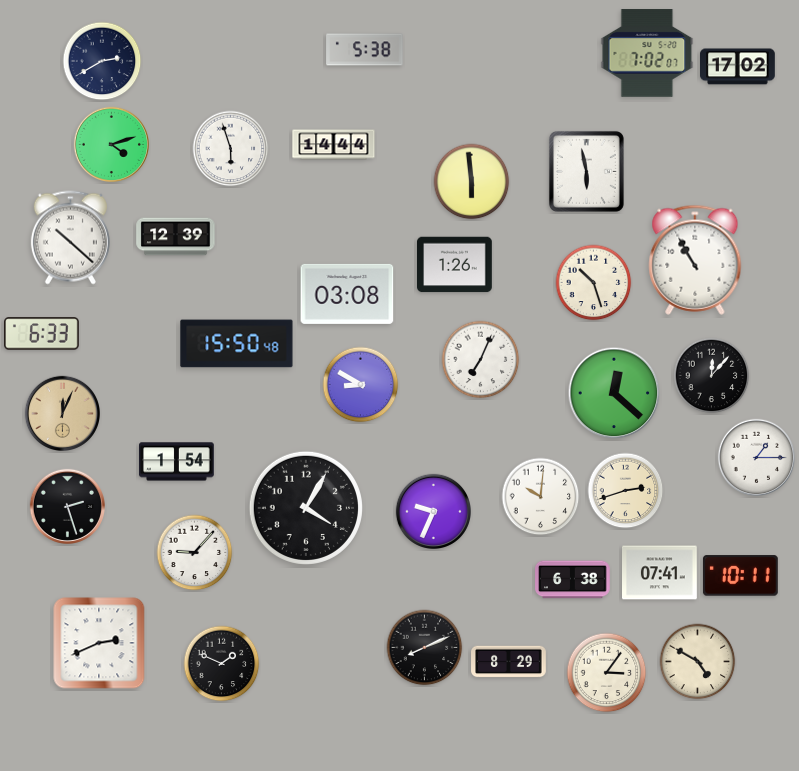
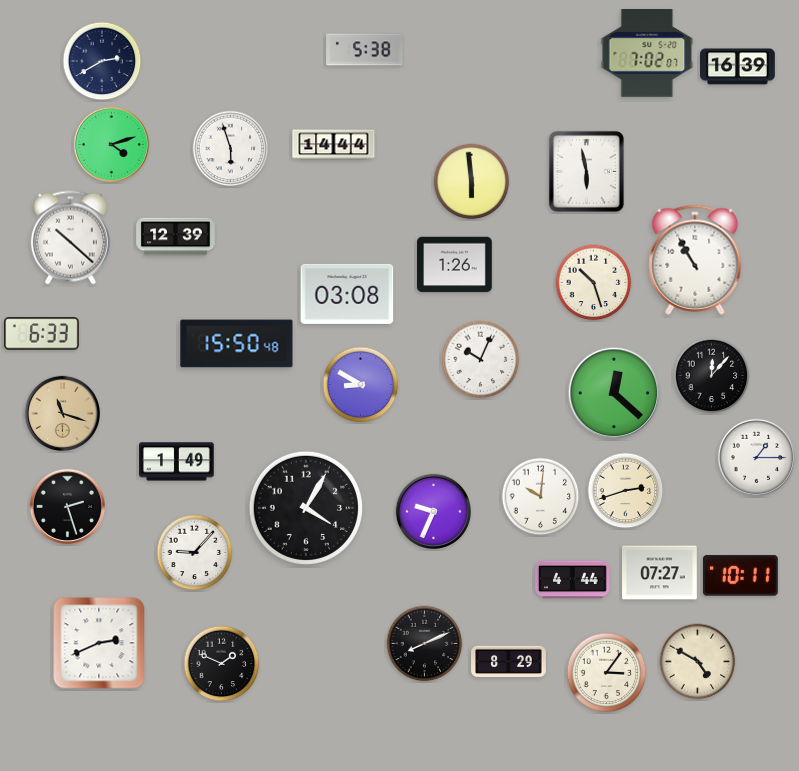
clock at (738, 67): 17:02 -> 16:39
clock at (481, 360): 7:04 -> 10:04
clock at (62, 413): 12:04 -> 11:18
clock at (177, 462): 1:54 -> 1:49
clock at (660, 573): 07:41 -> 07:27
clock at (573, 580): 6:38 -> 4:44
clock at (425, 648) position: (425, 648) -> (425, 644)
